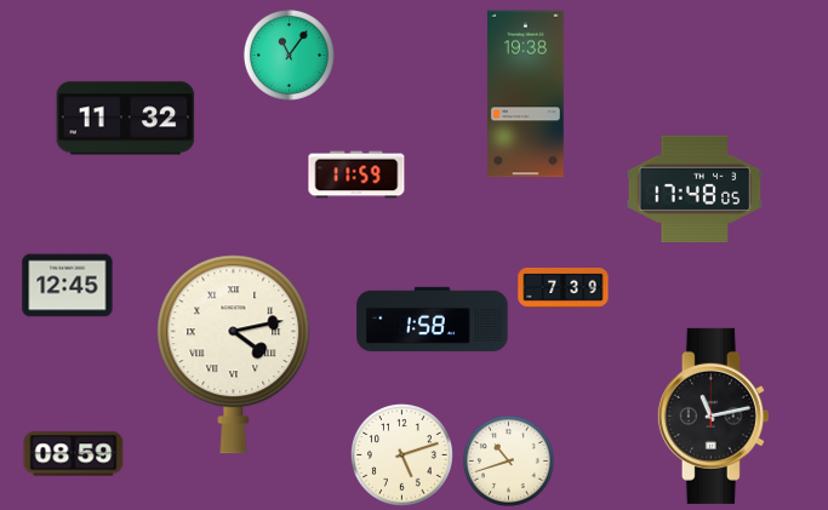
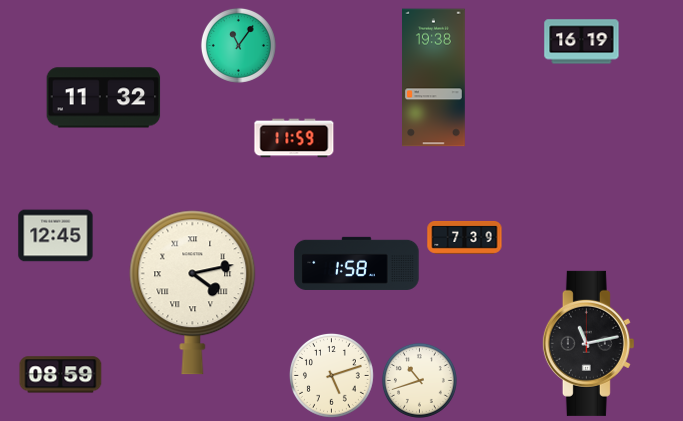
clock at (582, 42): none -> 16:19
clock at (356, 174) position: (356, 174) -> (294, 138)
clock at (695, 188): 17:48 -> none
